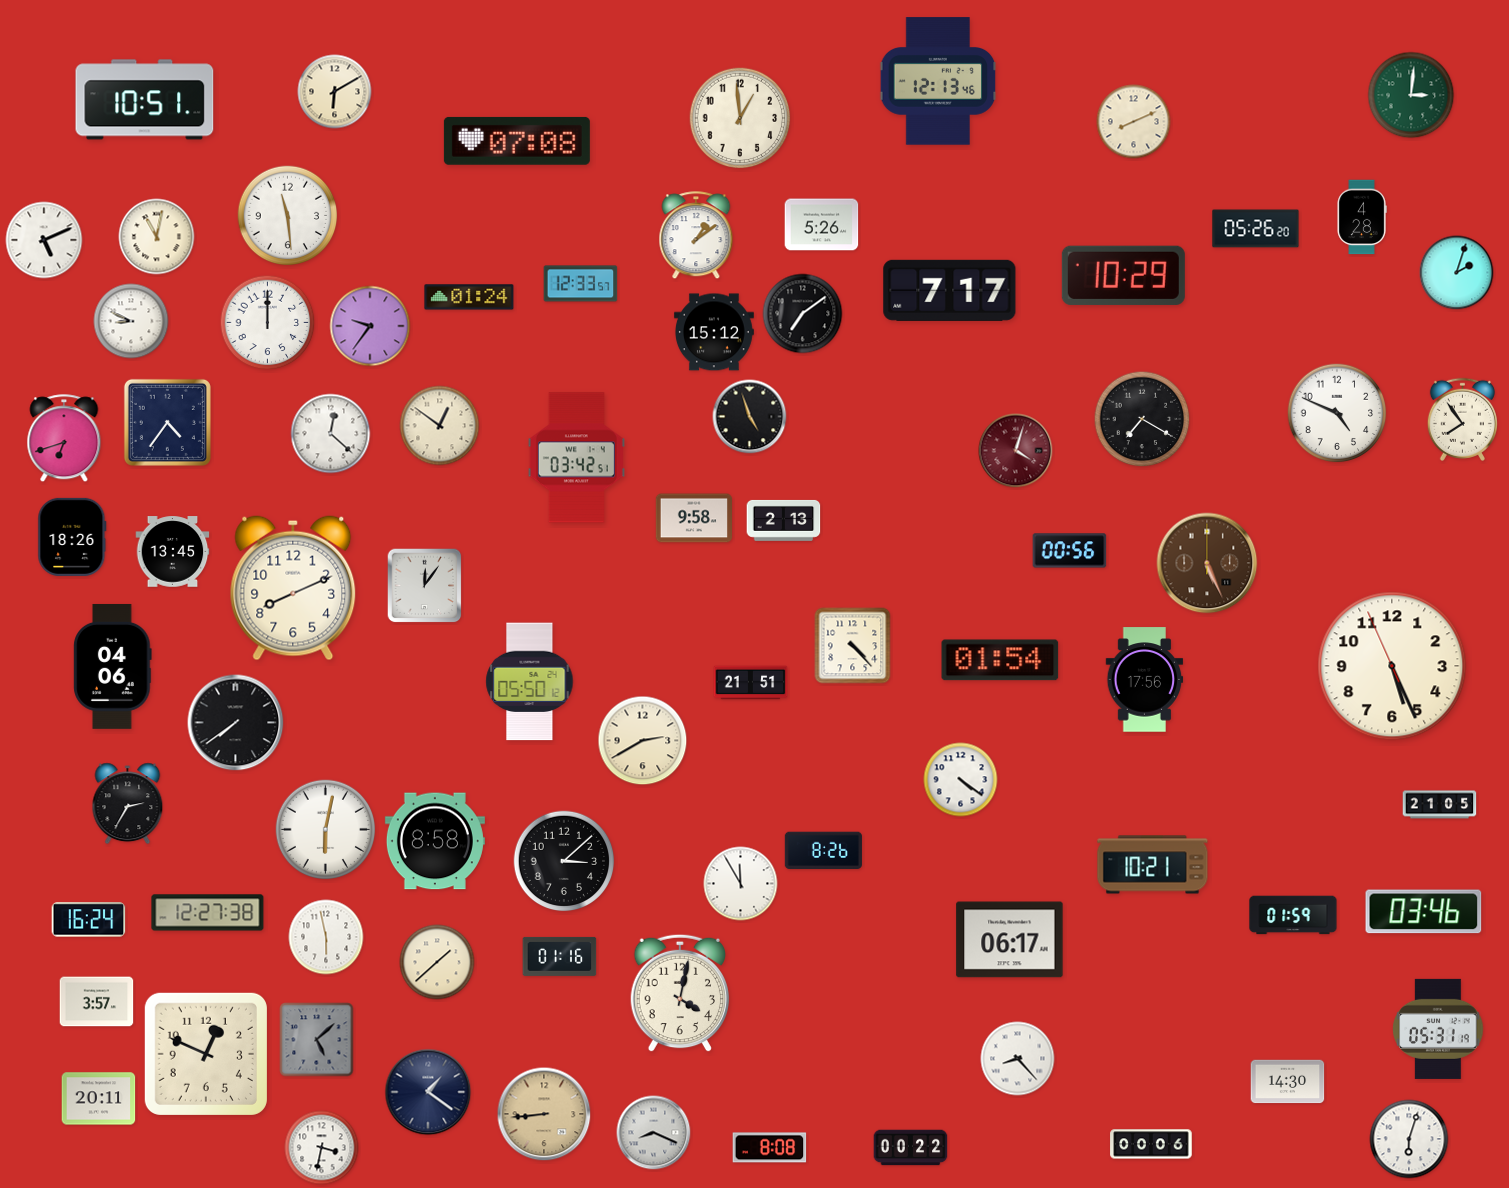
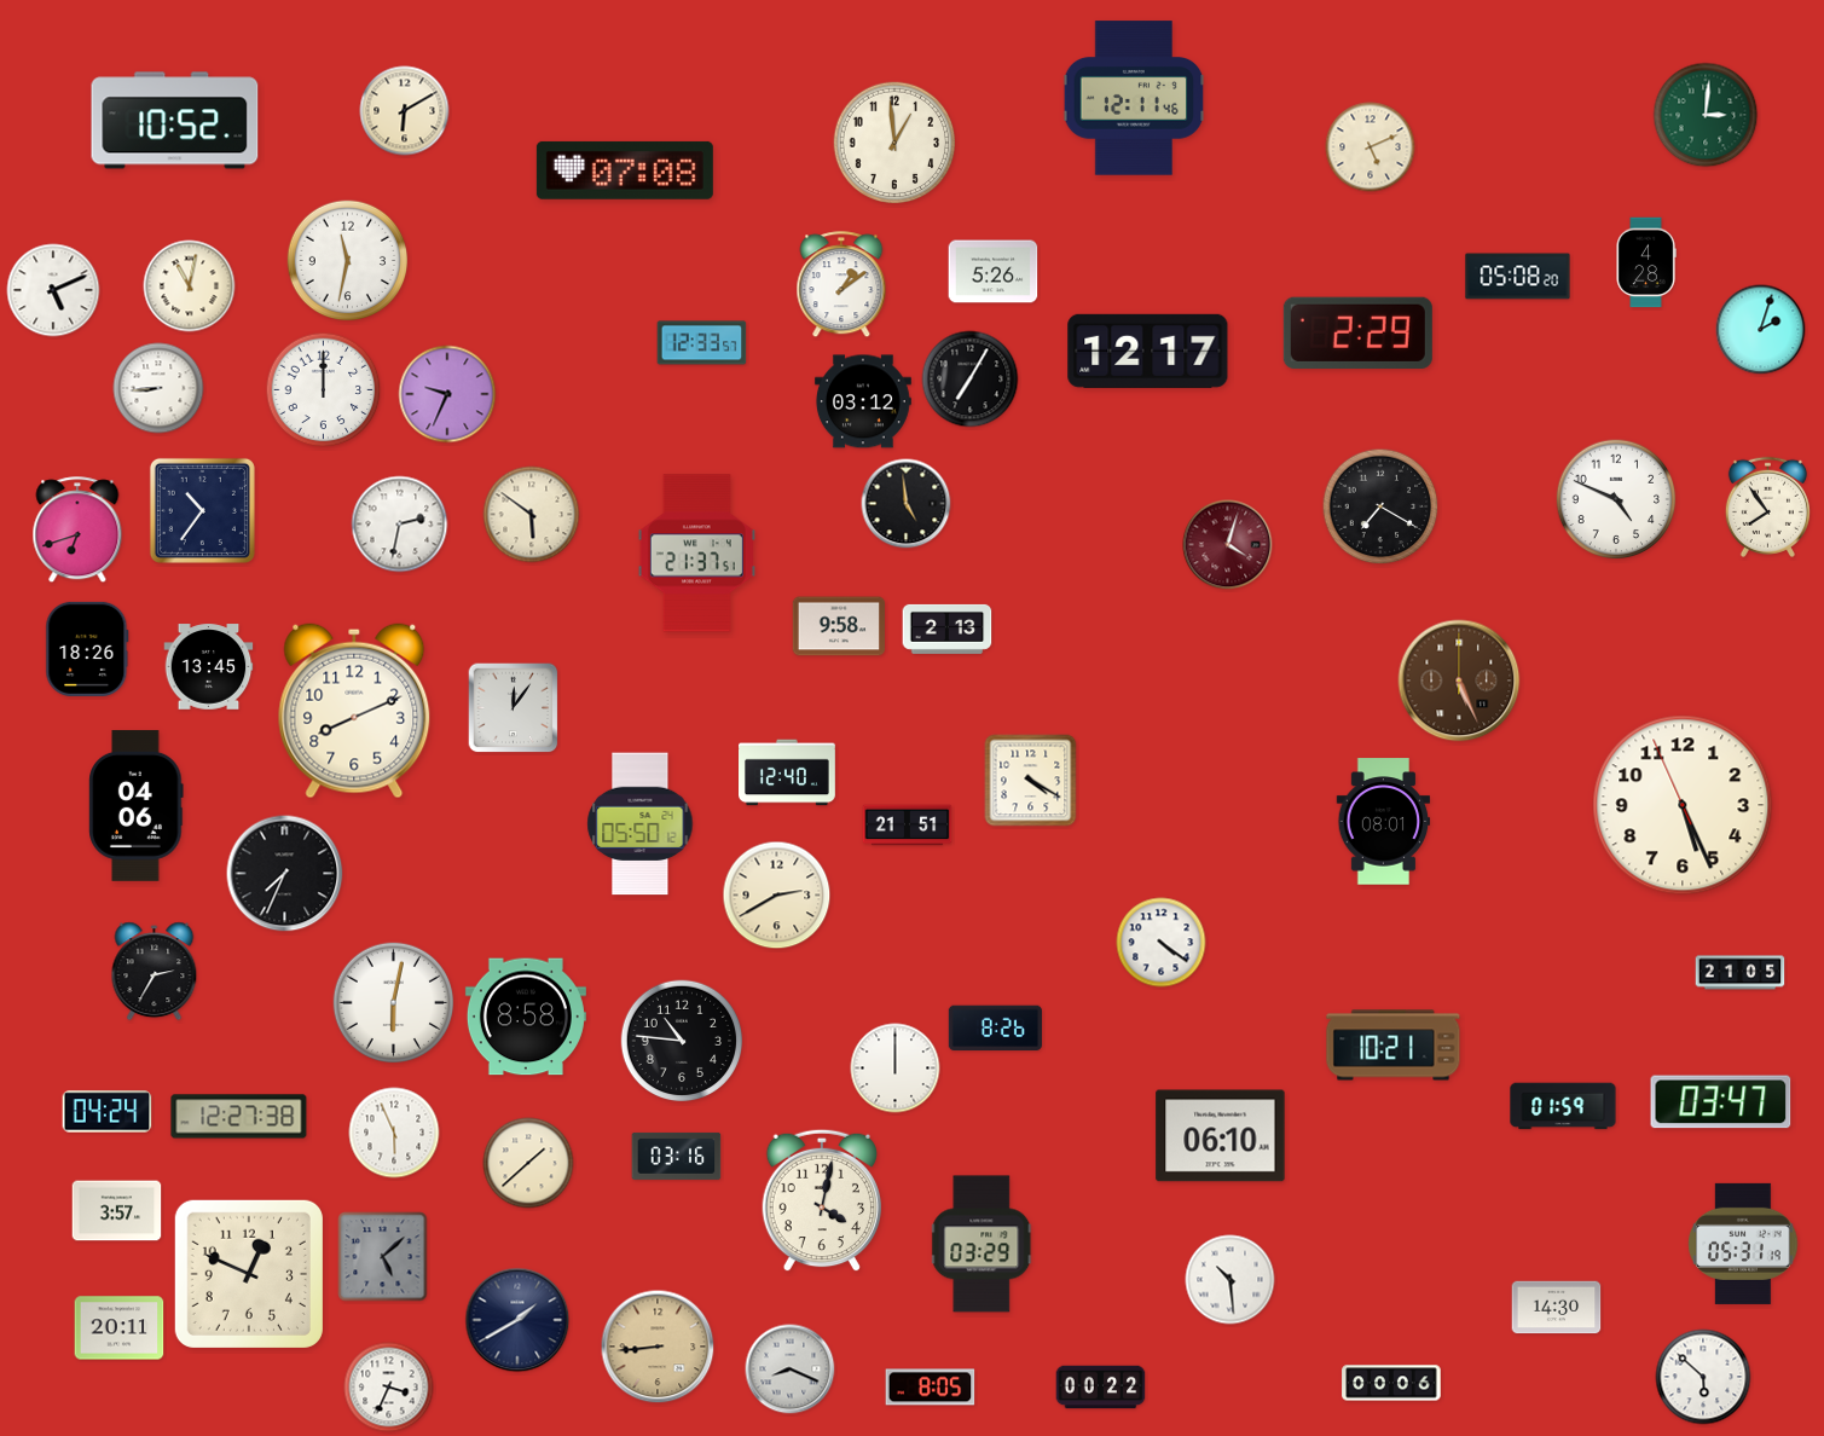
clock at (938, 81): 12:13 -> 12:11
clock at (145, 100): 10:51 -> 10:52
clock at (1134, 122): 8:11 -> 5:11
clock at (288, 216): 11:29 -> 11:32
clock at (1256, 229): 05:26 -> 05:08
clock at (1123, 275): 10:29 -> 2:29
clock at (950, 290): 7:17 -> 12:17
clock at (469, 297): 01:24 -> none
clock at (803, 314): 7:09 -> 7:05
clock at (131, 321): 8:49 -> 8:44
clock at (370, 326): 9:36 -> 9:34
clock at (714, 332): 15:12 -> 03:12
clock at (750, 417): 4:57 -> 4:59
clock at (167, 422): 4:36 -> 10:36
clock at (440, 426): 12:51 -> 5:51
clock at (331, 434): 12:22 -> 2:32
clock at (576, 458): 03:42 -> 21:37
clock at (1070, 551): 00:56 -> none
clock at (788, 772): none -> 12:40
clock at (853, 646): 4:23 -> 4:20
clock at (1000, 660): 01:54 -> none
clock at (1145, 680): 17:56 -> 08:01
clock at (236, 723): 7:39 -> 7:34
clock at (564, 861): 3:08 -> 10:46
clock at (741, 884): 11:55 -> 12:00
clock at (1424, 912): 03:46 -> 03:47
clock at (208, 913) position: (208, 913) -> (239, 1117)
clock at (89, 920): 16:24 -> 04:24
clock at (326, 937): 5:58 -> 5:56
clock at (1010, 940): 06:17 -> 06:10
clock at (560, 956): 01:16 -> 03:16
clock at (983, 1244): none -> 03:29
clock at (1438, 1029) position: (1438, 1029) -> (1743, 1244)
clock at (1018, 1059): 8:23 -> 10:29
clock at (428, 1092): 1:21 -> 1:40
clock at (1409, 1139): 6:03 -> 5:52
clock at (322, 1148): 3:32 -> 3:34
clock at (770, 1148): 8:08 -> 8:05
